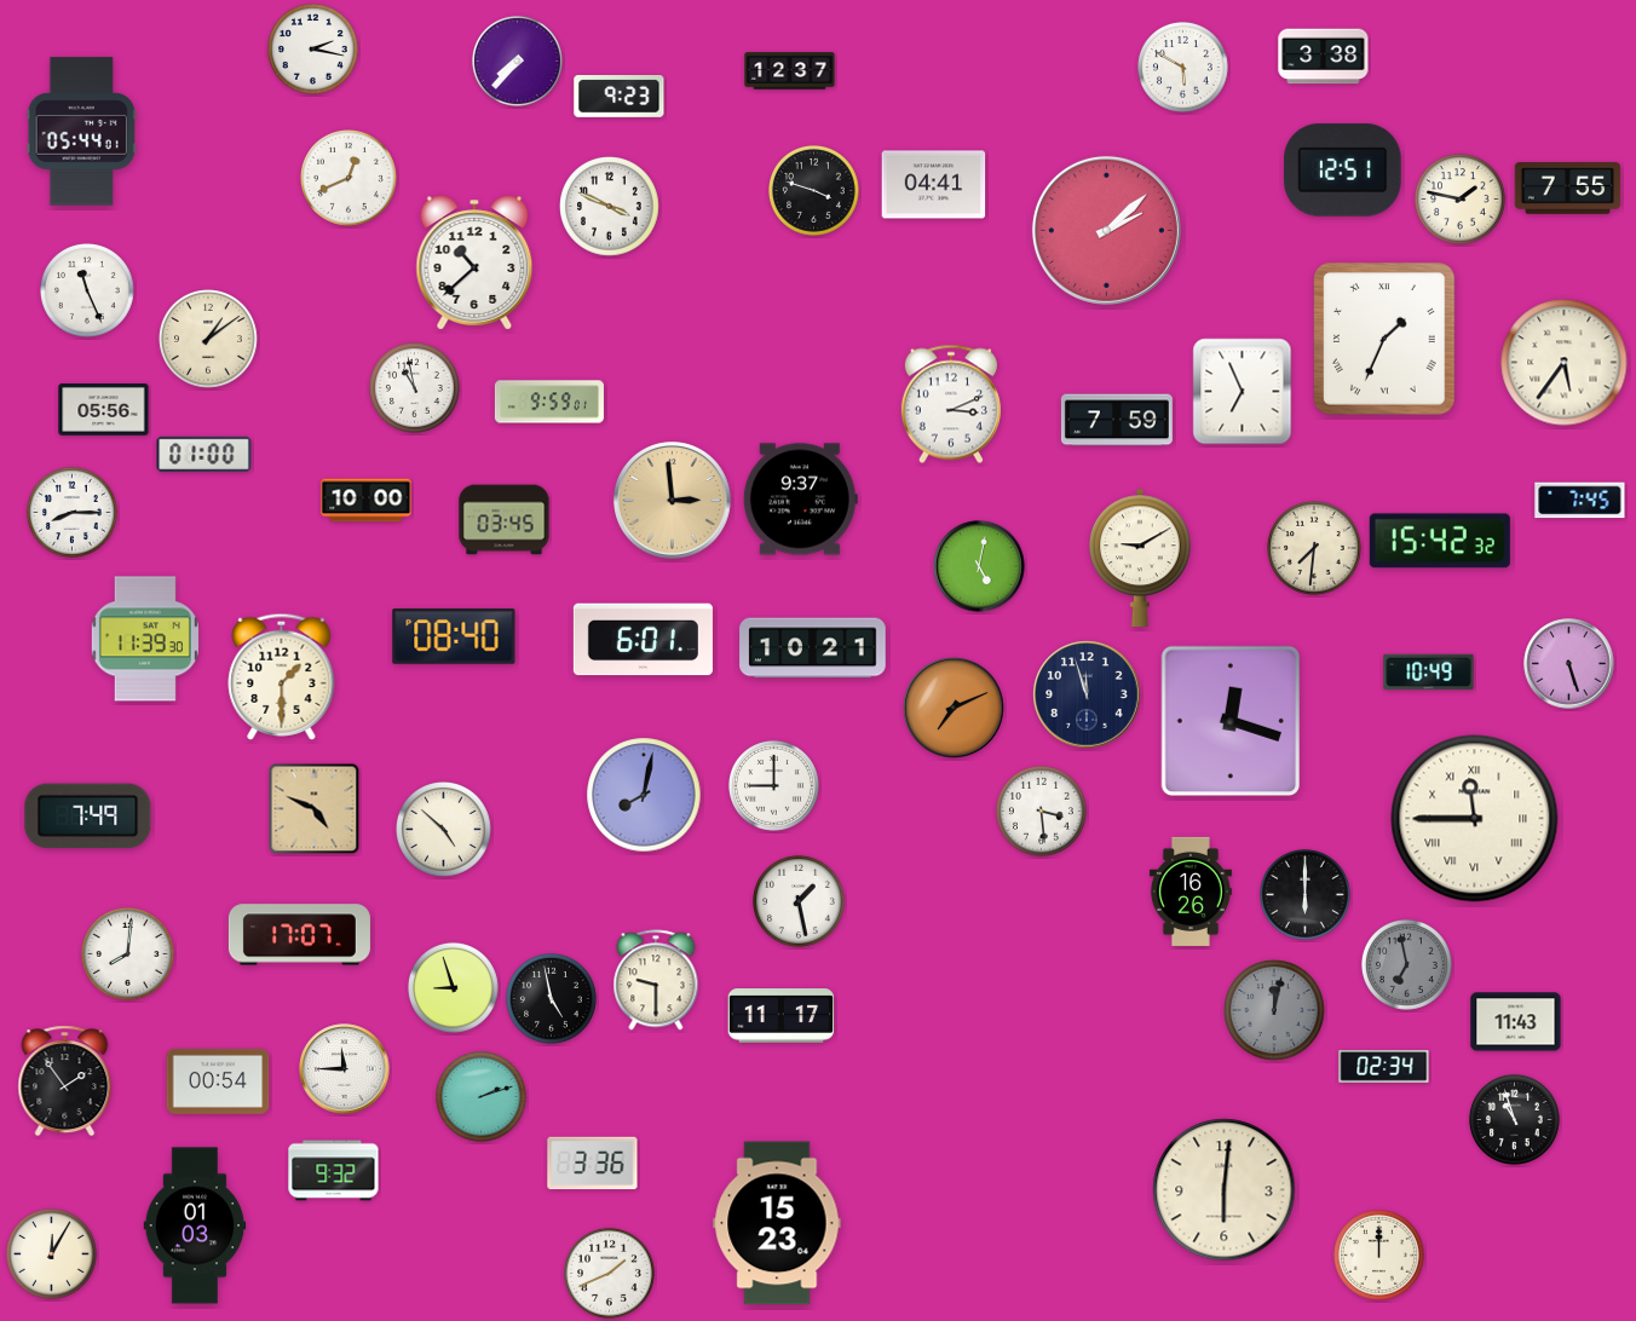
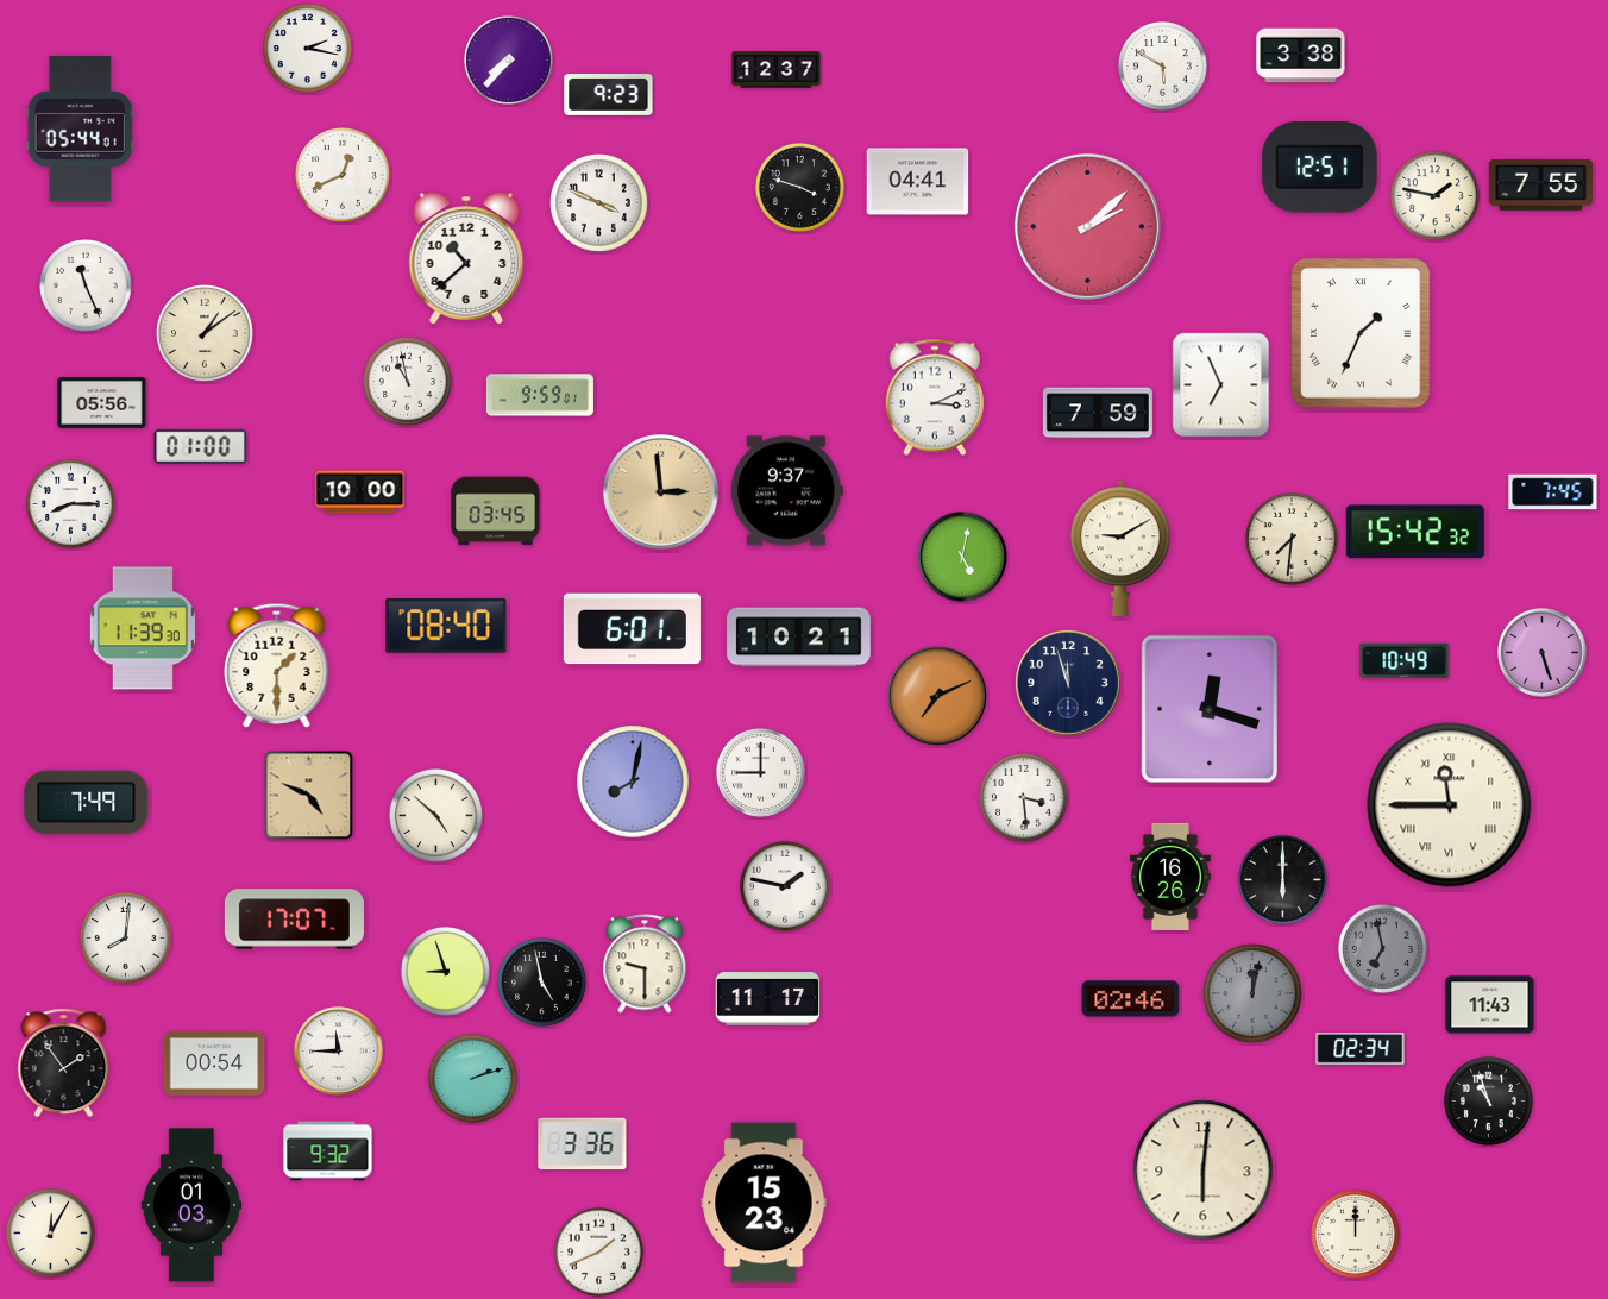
clock at (1565, 363): 5:36 -> none
clock at (799, 901): 1:28 -> 1:47
clock at (1131, 999): none -> 02:46
